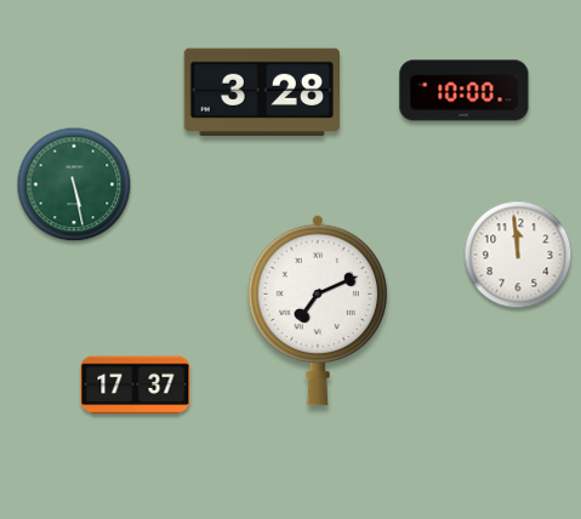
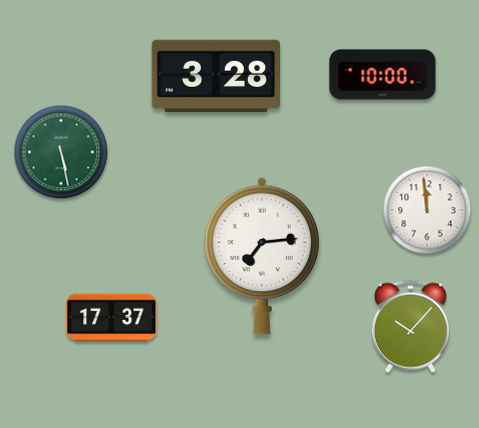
clock at (317, 310): 7:11 -> 7:14
clock at (410, 326): none -> 10:07
